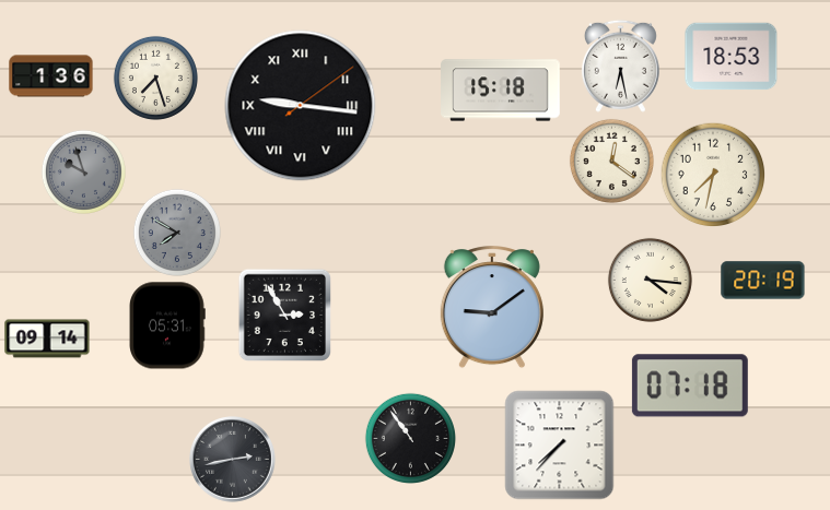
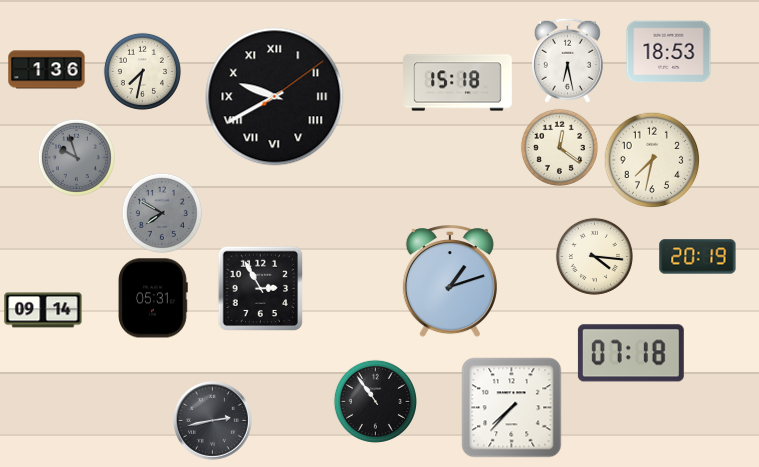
clock at (155, 78): 7:27 -> 7:32
clock at (301, 106): 9:16 -> 9:40
clock at (492, 308): 9:09 -> 1:12
